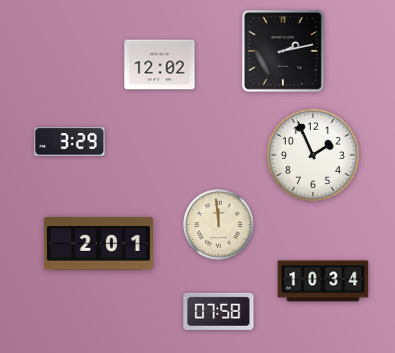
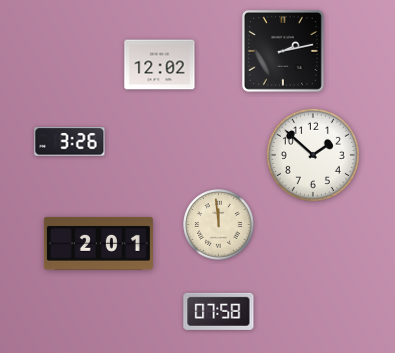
clock at (70, 142): 3:29 -> 3:26
clock at (313, 155): 1:56 -> 1:52
clock at (323, 281): 10:34 -> none
